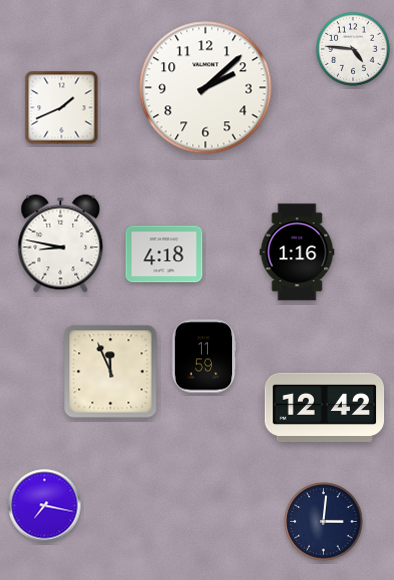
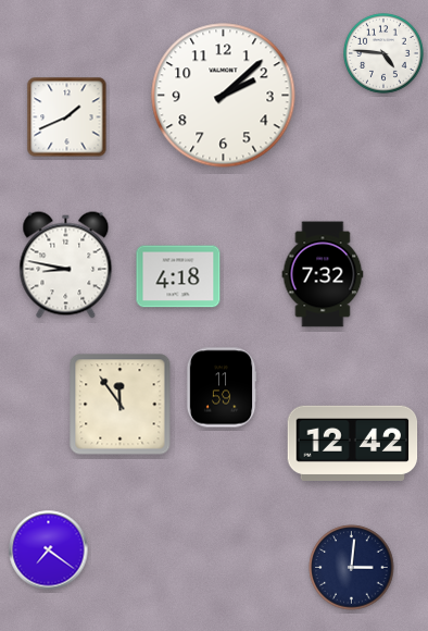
clock at (297, 252): 1:16 -> 7:32
clock at (111, 372): 11:56 -> 11:54
clock at (45, 506): 7:17 -> 7:21
